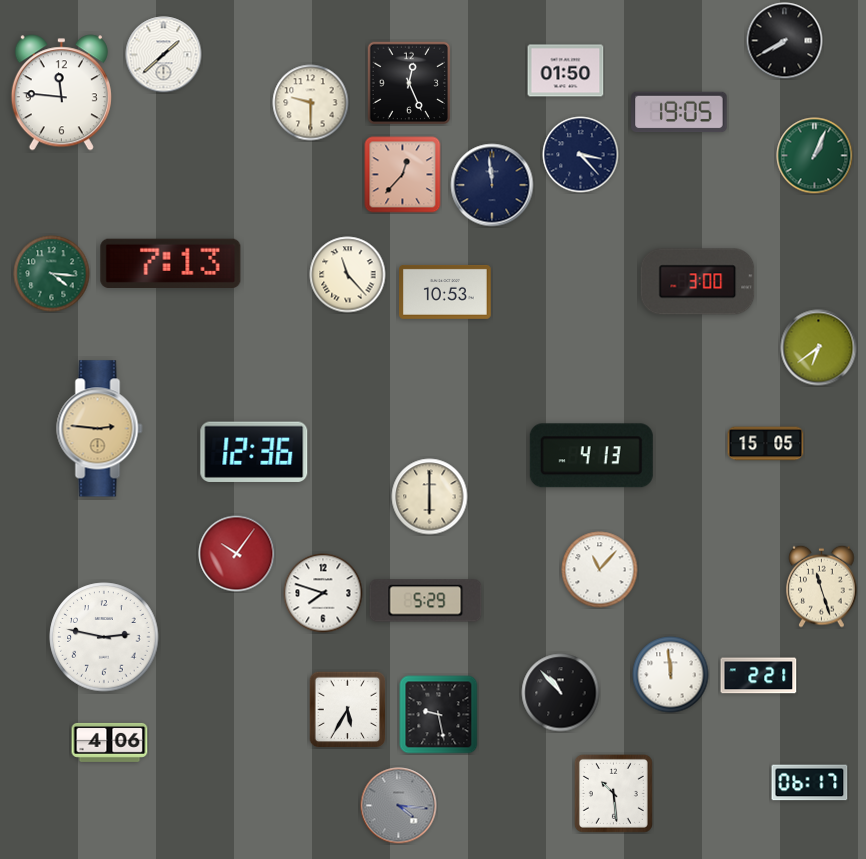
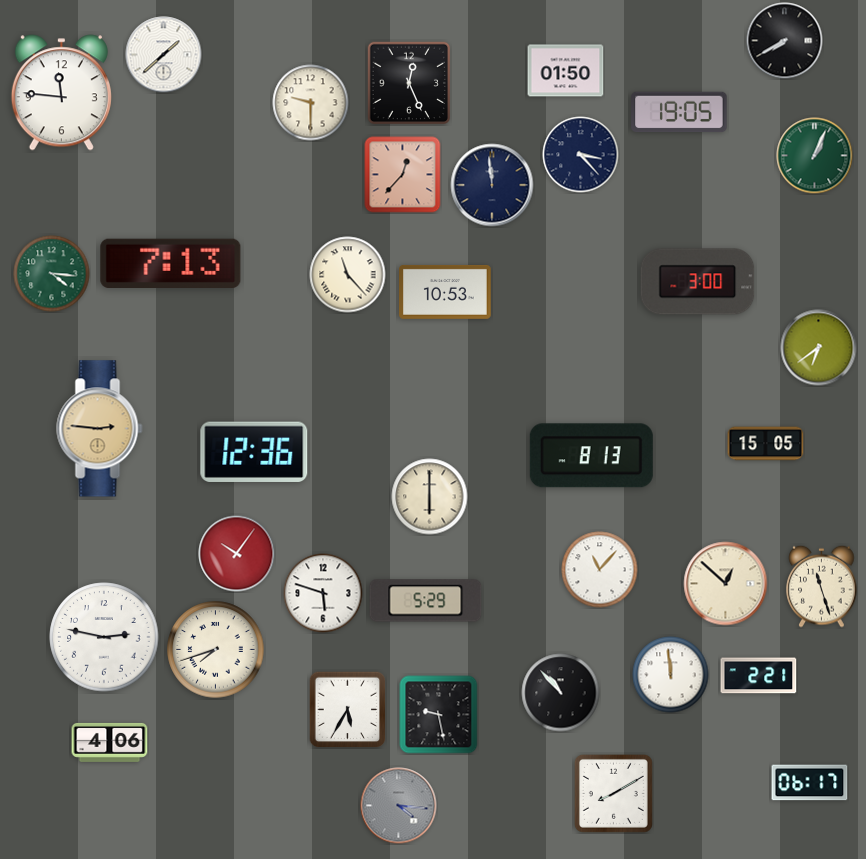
clock at (591, 456): 4:13 -> 8:13
clock at (726, 584): none -> 12:52
clock at (323, 593): 7:48 -> 5:48
clock at (216, 650): none -> 7:42
clock at (613, 793): 10:29 -> 8:10
